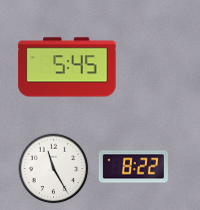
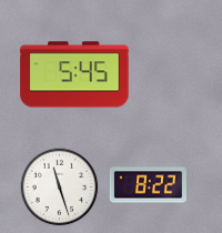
clock at (54, 169): 11:25 -> 11:27
